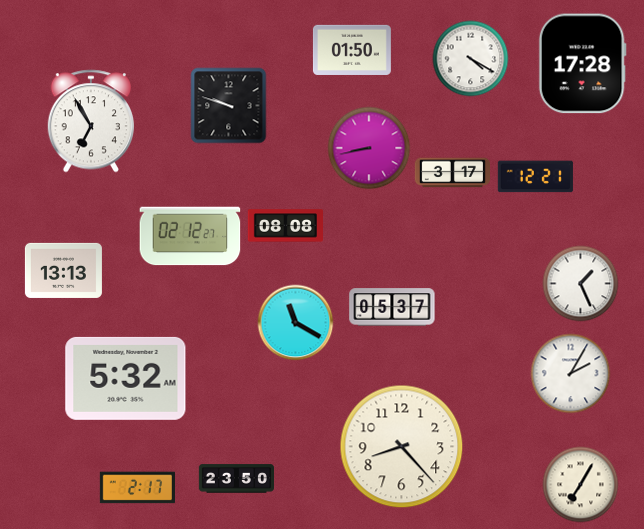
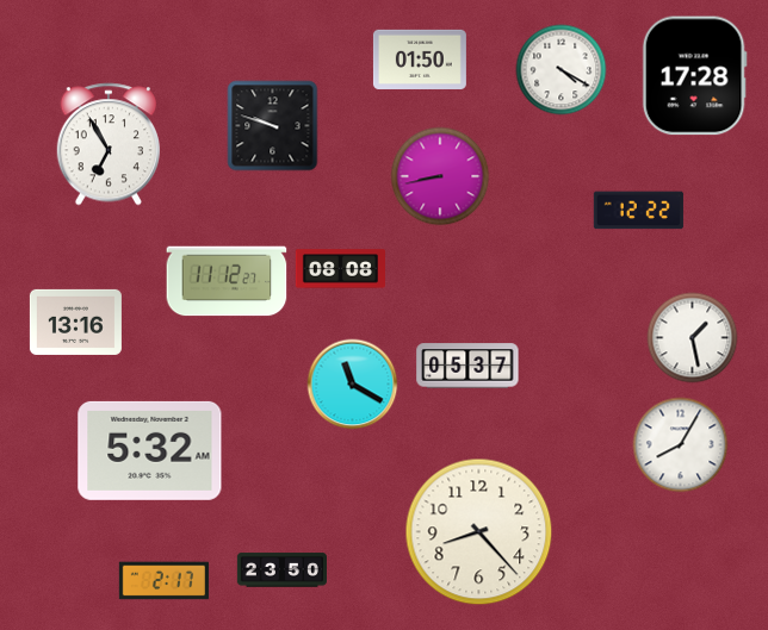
clock at (452, 173): 3:17 -> none
clock at (535, 177): 12:21 -> 12:22
clock at (190, 236): 02:12 -> 11:12
clock at (63, 270): 13:13 -> 13:16
clock at (581, 284): 1:26 -> 1:28
clock at (571, 374): 2:05 -> 8:05
clock at (581, 485): 7:05 -> none
